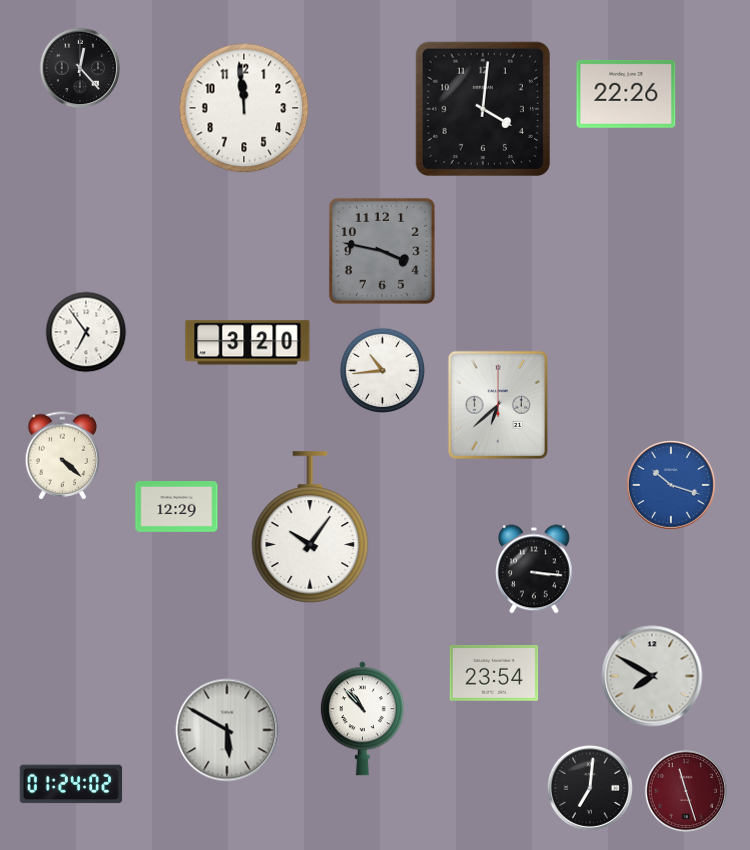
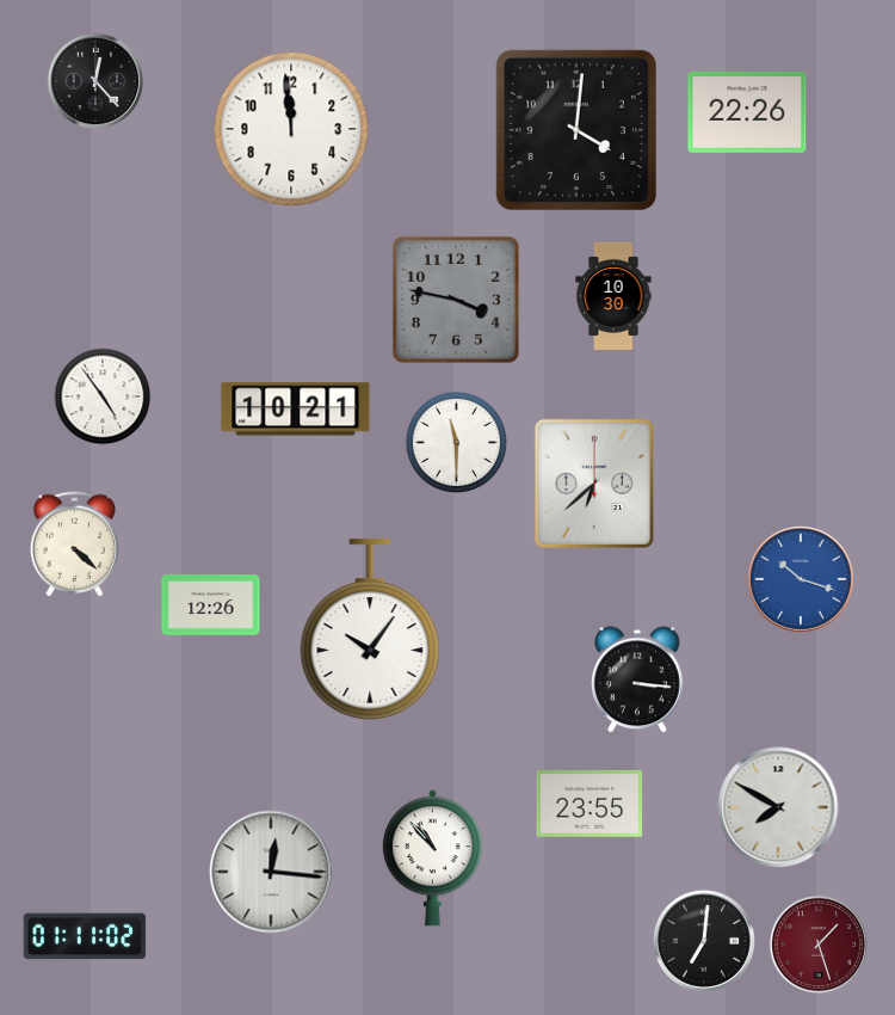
clock at (613, 296): none -> 10:30
clock at (86, 332): 6:54 -> 4:54
clock at (248, 343): 3:20 -> 10:21
clock at (382, 370): 10:44 -> 11:30
clock at (177, 507): 12:29 -> 12:26
clock at (494, 674): 23:54 -> 23:55
clock at (227, 730): 5:50 -> 12:16
clock at (71, 784): 01:24 -> 01:11
clock at (686, 791): 11:27 -> 1:27
